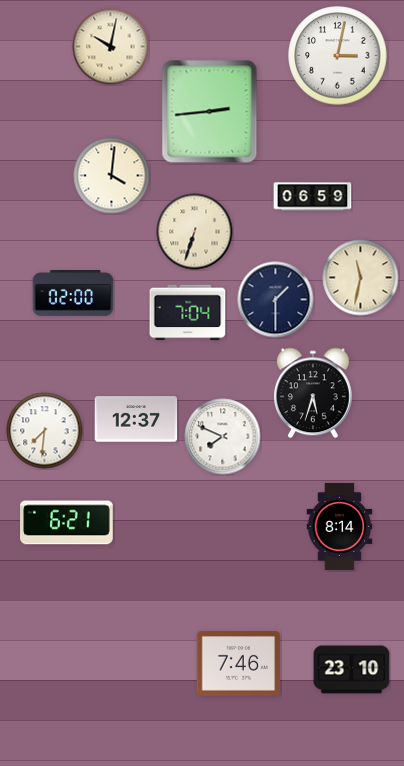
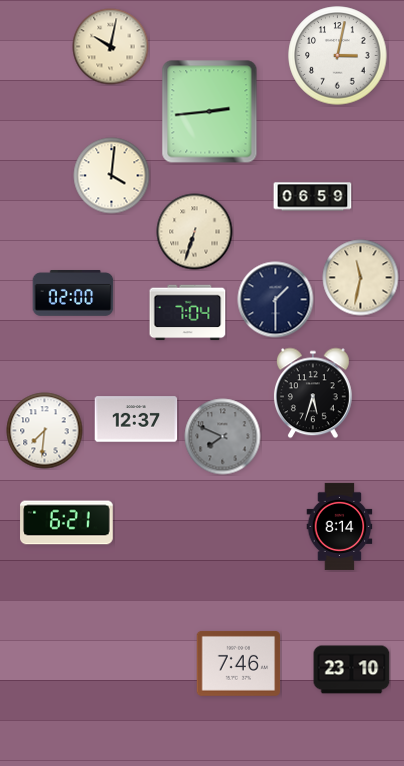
clock at (223, 437) dial: white -> grey
